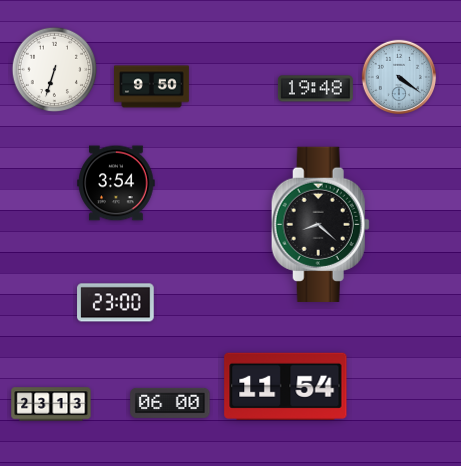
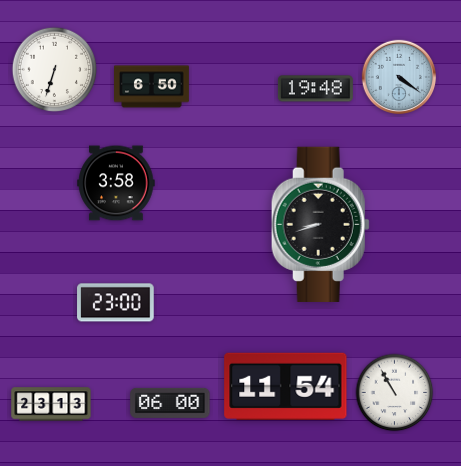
clock at (152, 87): 9:50 -> 6:50
clock at (116, 183): 3:54 -> 3:58
clock at (320, 224): 8:22 -> 8:42
clock at (395, 393): none -> 10:55
